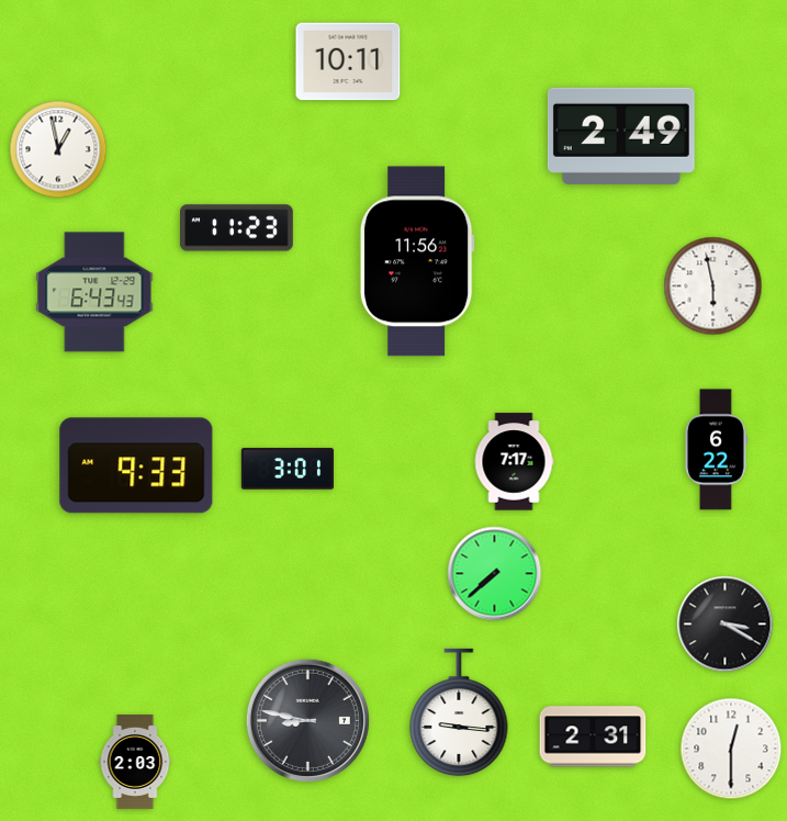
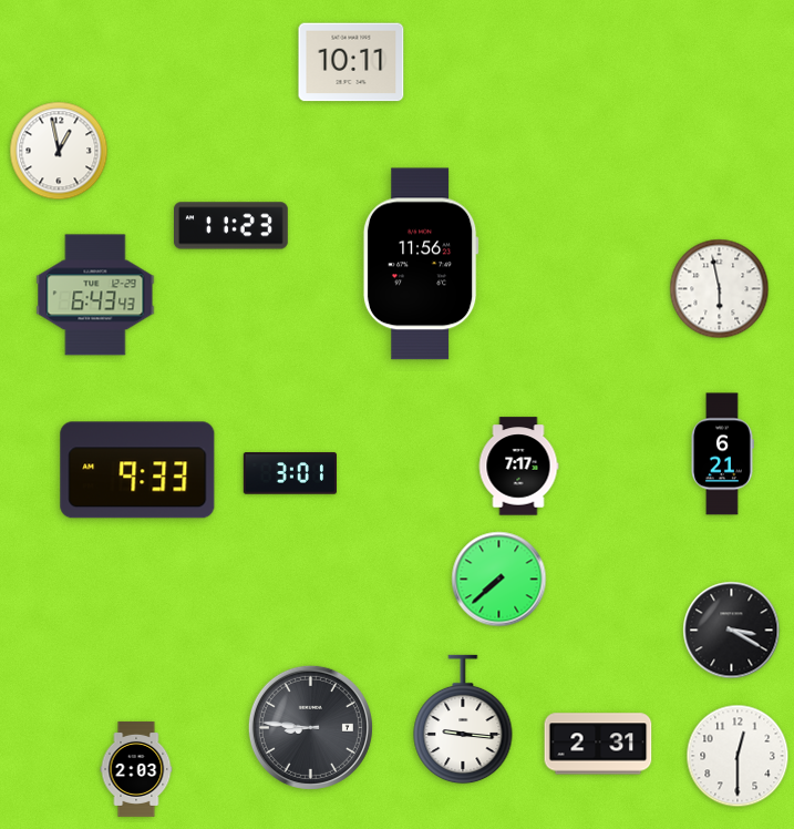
clock at (621, 136): 2:49 -> none
clock at (237, 228) position: (237, 228) -> (231, 226)
clock at (717, 450): 6:22 -> 6:21
clock at (307, 720): 8:47 -> 8:46
